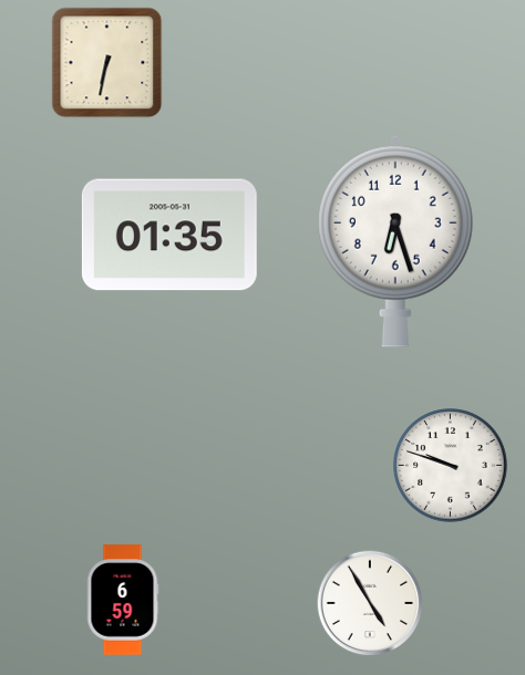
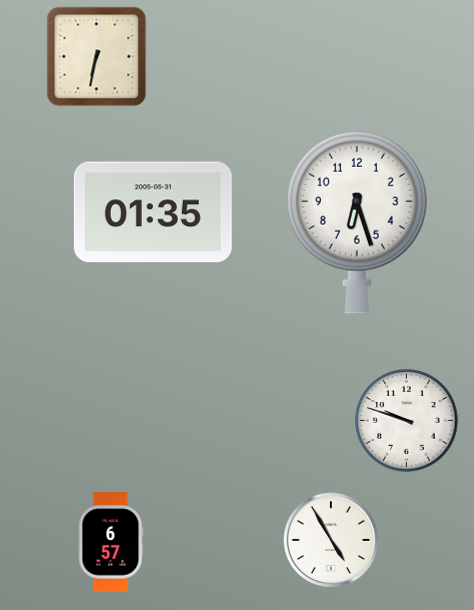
clock at (123, 600): 6:59 -> 6:57
clock at (370, 603) position: (370, 603) -> (331, 540)
